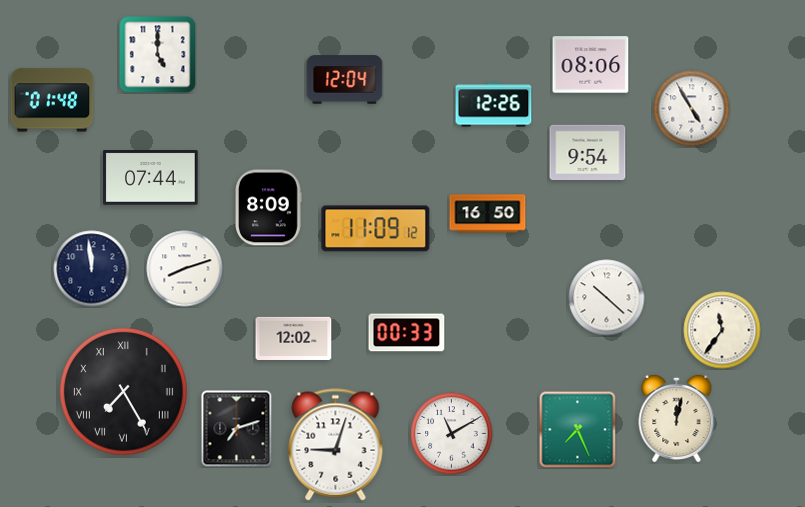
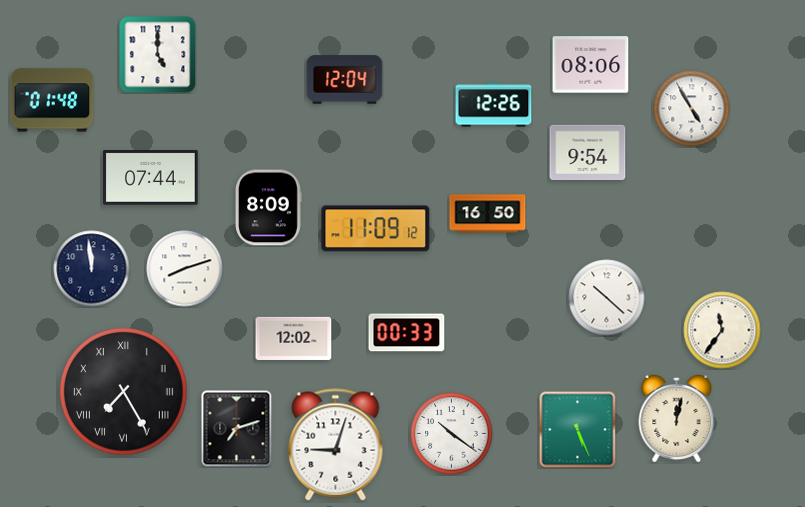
clock at (577, 429): 7:26 -> 5:26
clock at (452, 434): 11:10 -> 10:21
